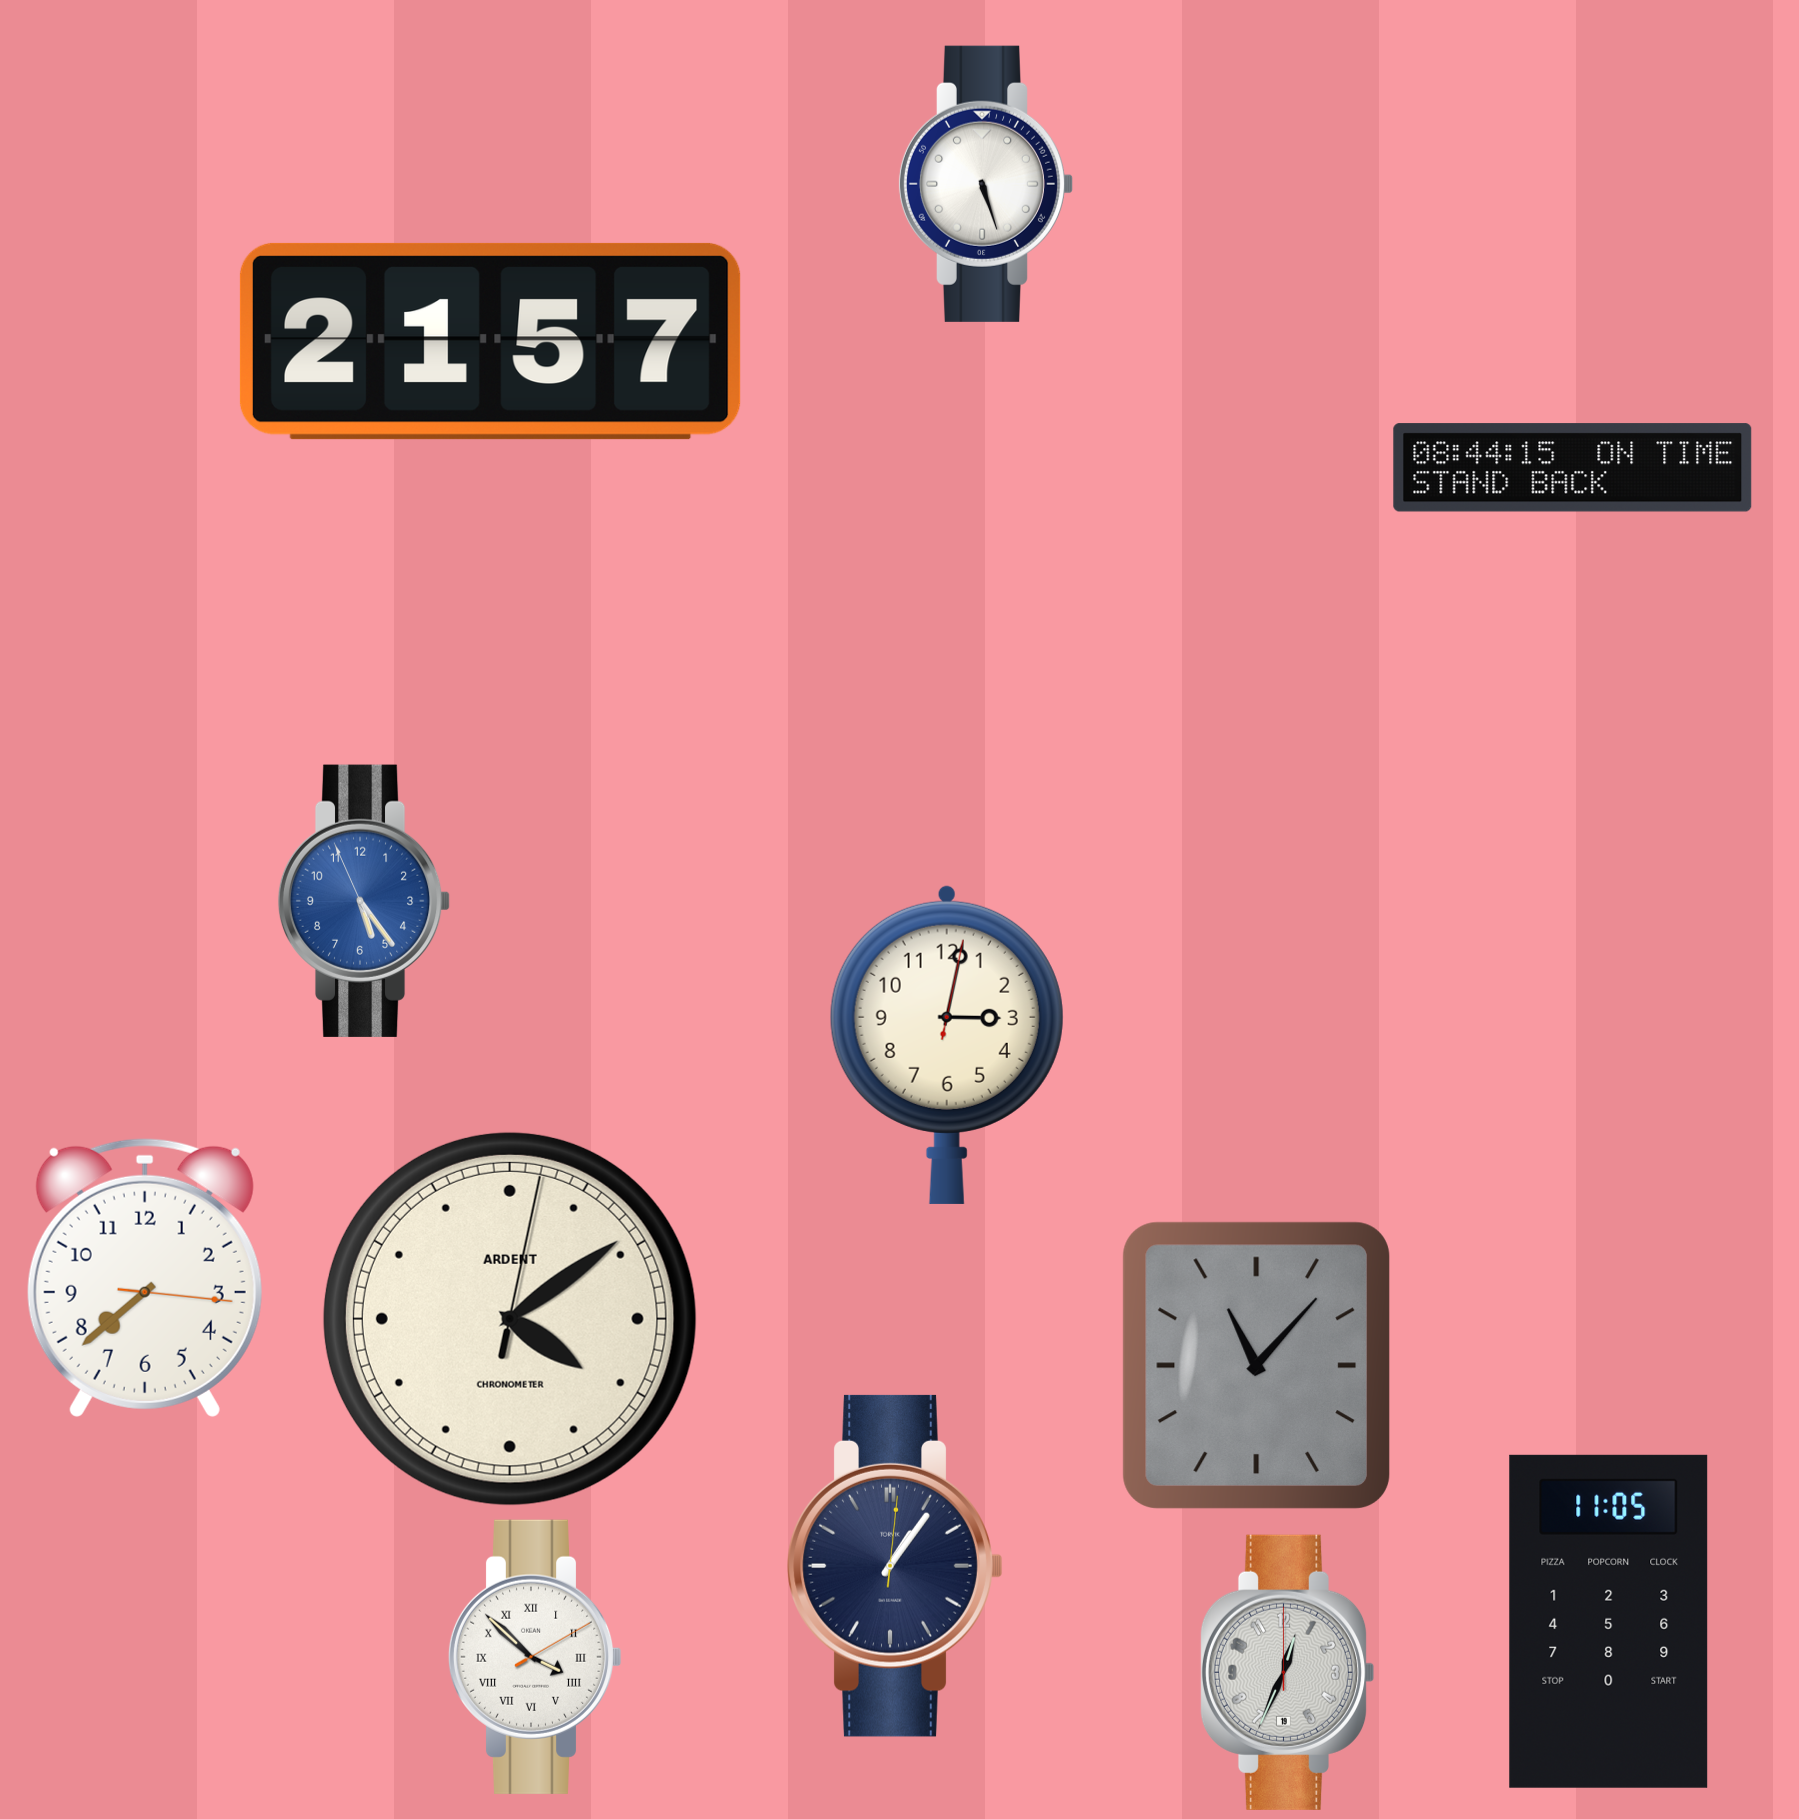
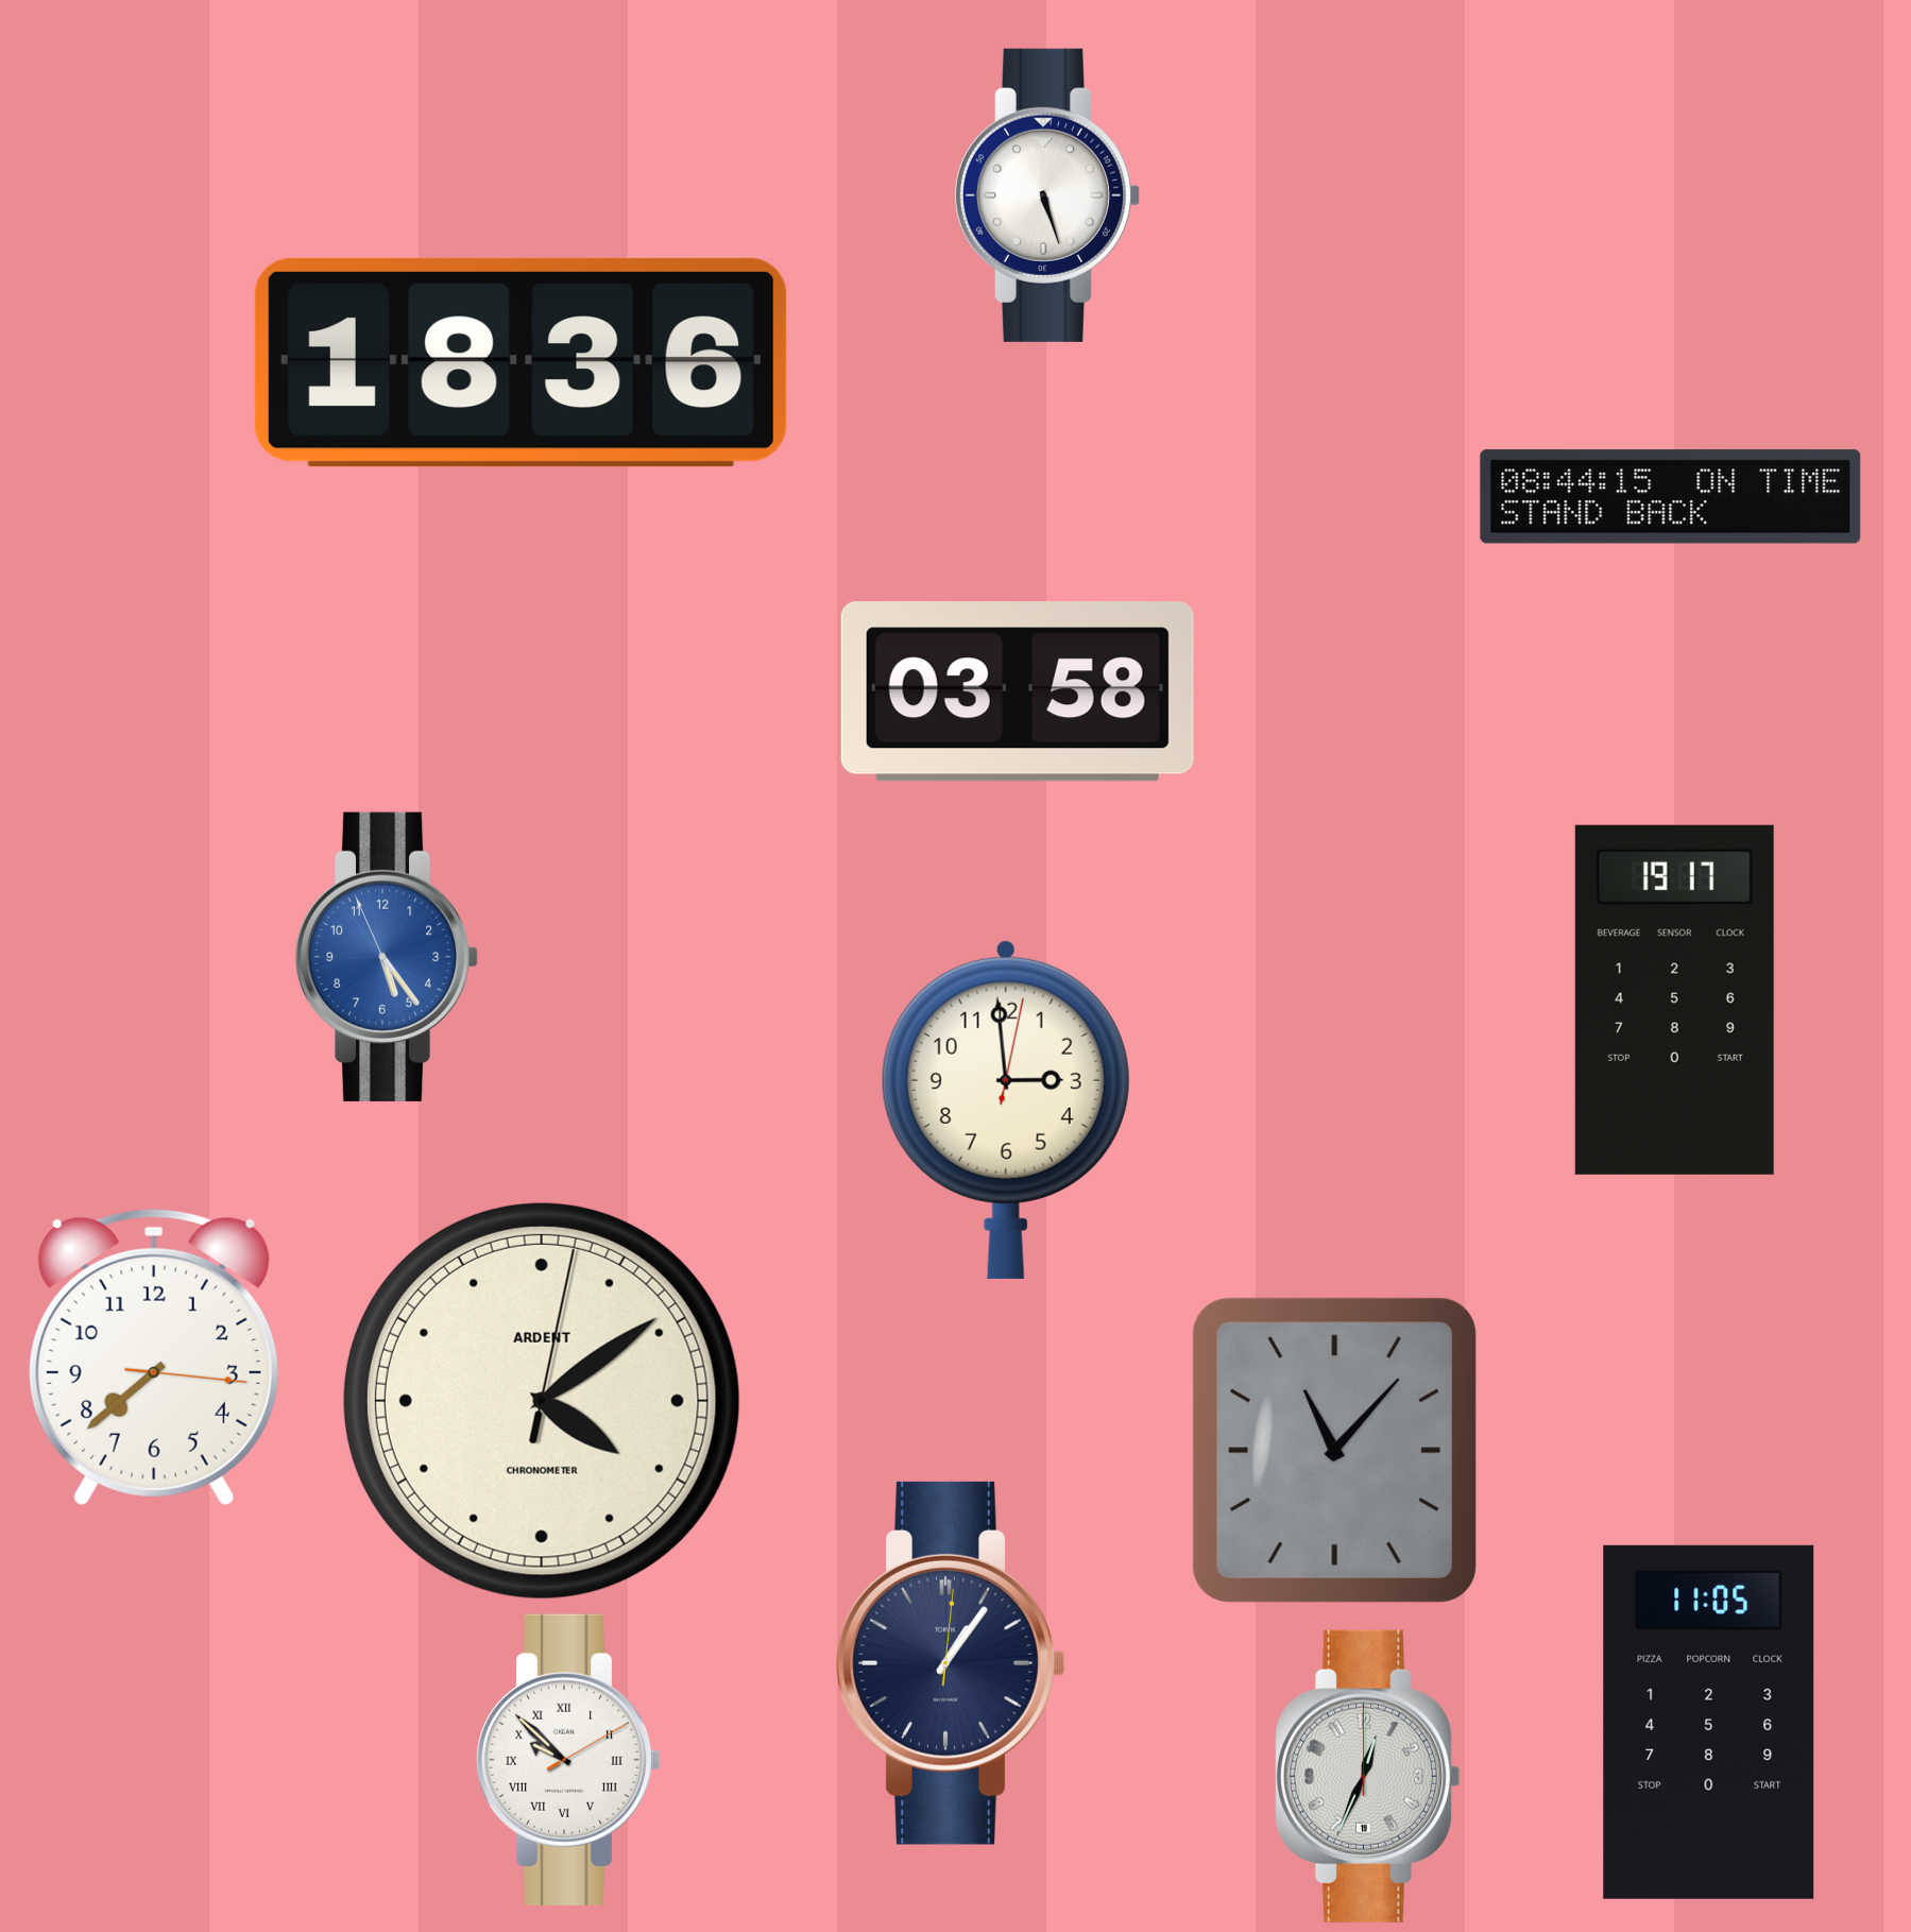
clock at (490, 341): 21:57 -> 18:36
clock at (1018, 691): none -> 03:58
clock at (1674, 999): none -> 19:17
clock at (947, 1044): 3:02 -> 2:59
clock at (535, 1657): 3:52 -> 9:52
